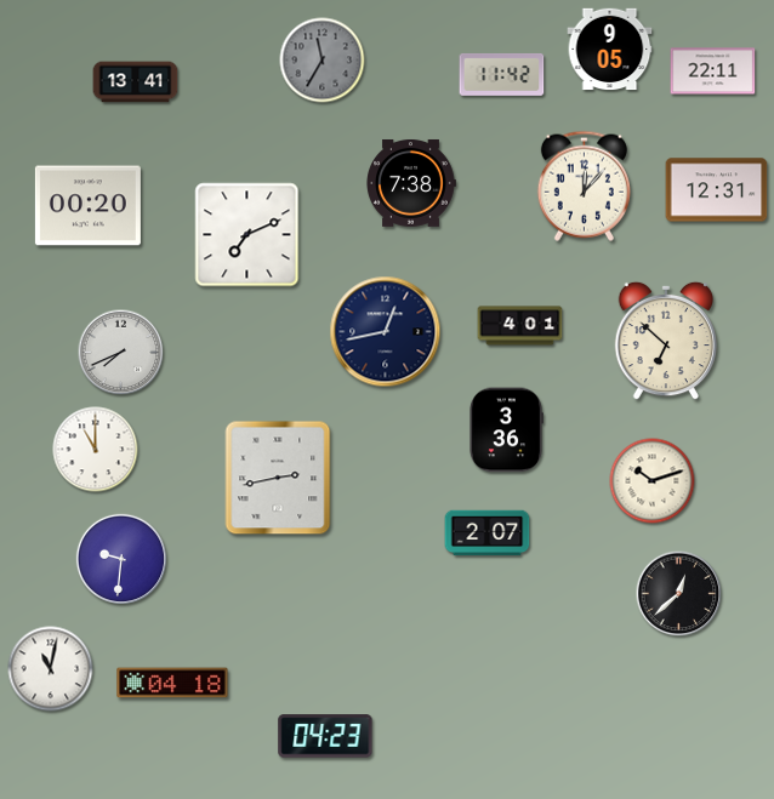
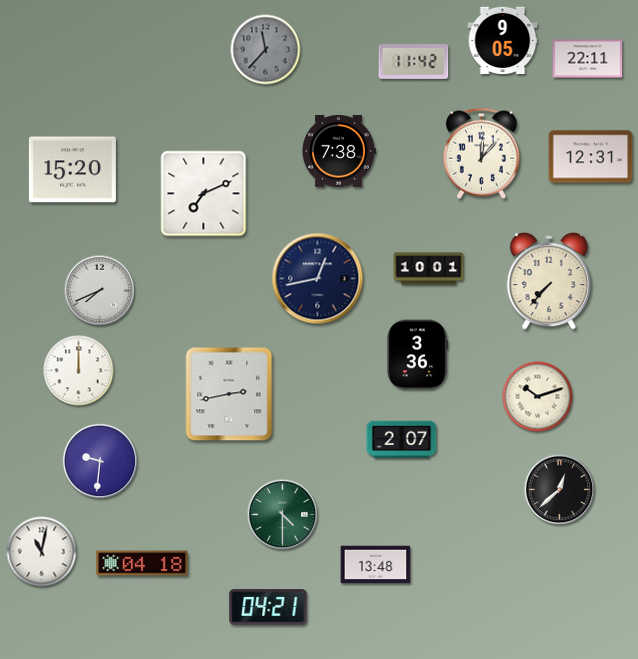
clock at (323, 61): 11:35 -> 11:37
clock at (136, 82): 13:41 -> none
clock at (87, 206): 00:20 -> 15:20
clock at (520, 326): 4:01 -> 10:01
clock at (386, 332) position: (386, 332) -> (318, 279)
clock at (665, 341): 6:52 -> 7:37
clock at (96, 450): 11:00 -> 12:00
clock at (283, 515): none -> 4:30
clock at (376, 565): none -> 13:48
clock at (325, 736): 04:23 -> 04:21
